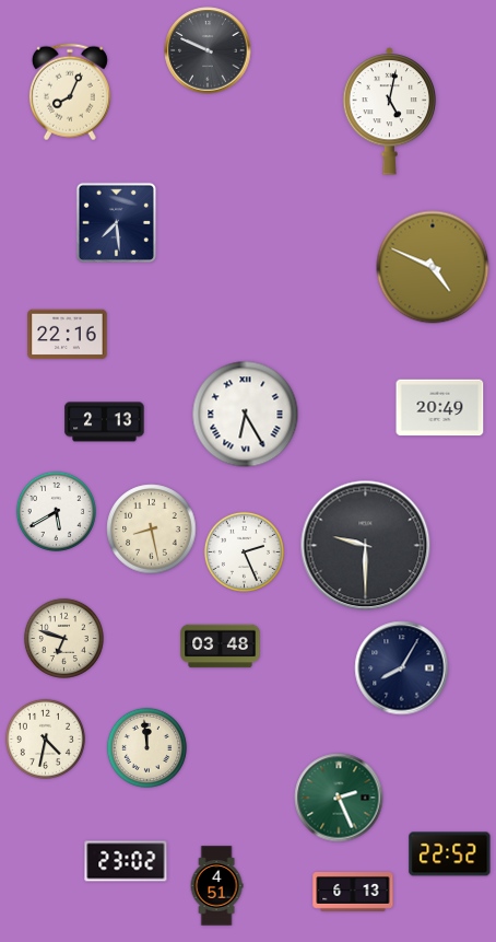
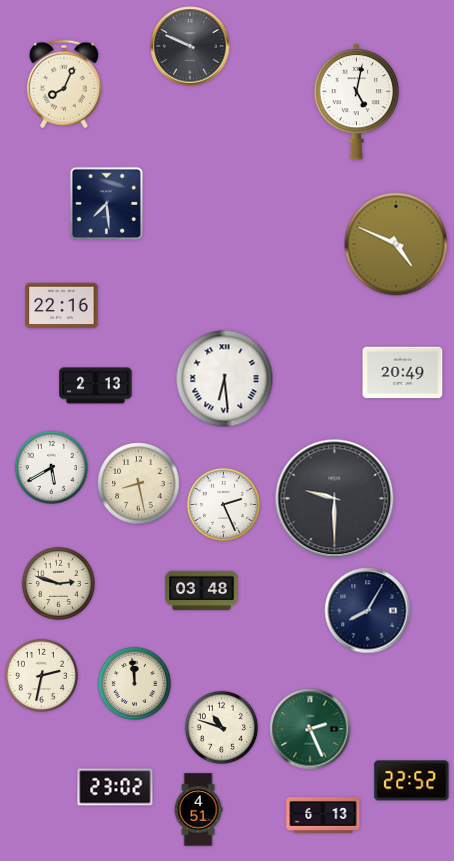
clock at (246, 415): 6:25 -> 6:29
clock at (63, 638): 6:48 -> 2:48
clock at (45, 739): 4:32 -> 2:32
clock at (221, 727): none -> 10:48
